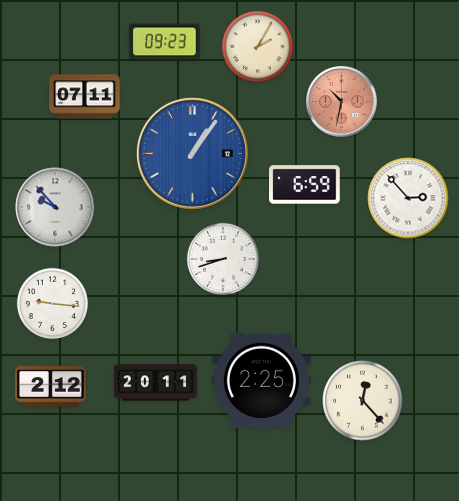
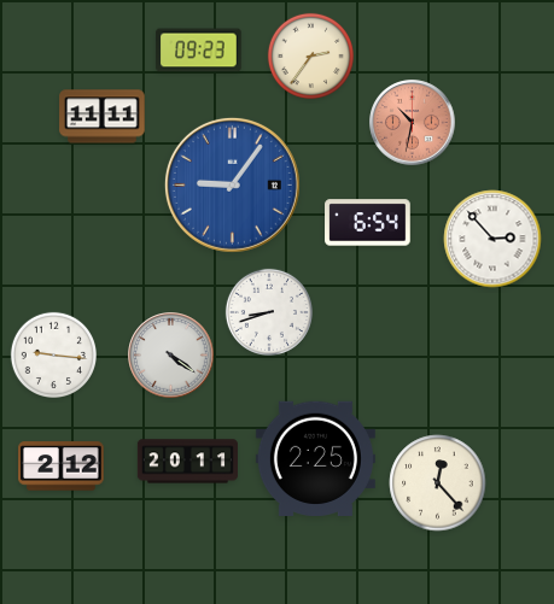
clock at (257, 46): 2:05 -> 2:36
clock at (85, 97): 07:11 -> 11:11
clock at (192, 153): 1:06 -> 9:06
clock at (305, 185): 6:59 -> 6:54
clock at (55, 207): 9:53 -> none
clock at (171, 356): none -> 4:21
clock at (52, 303) position: (52, 303) -> (53, 354)
